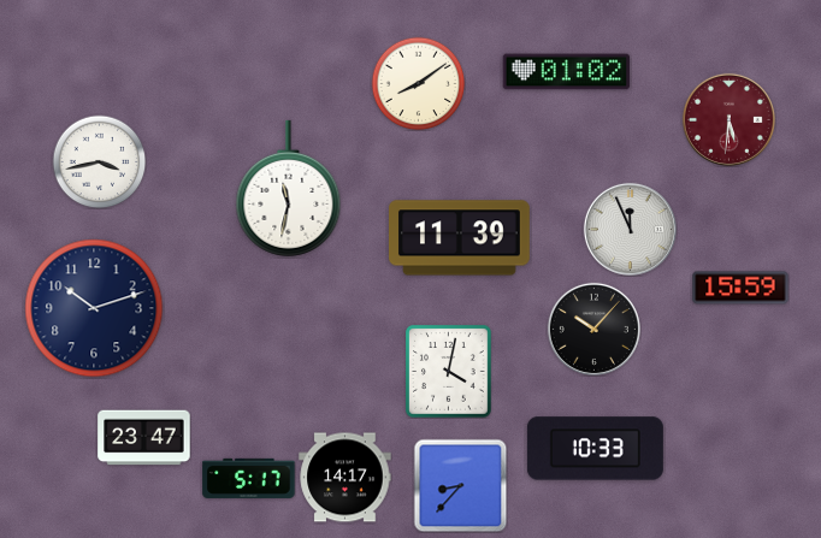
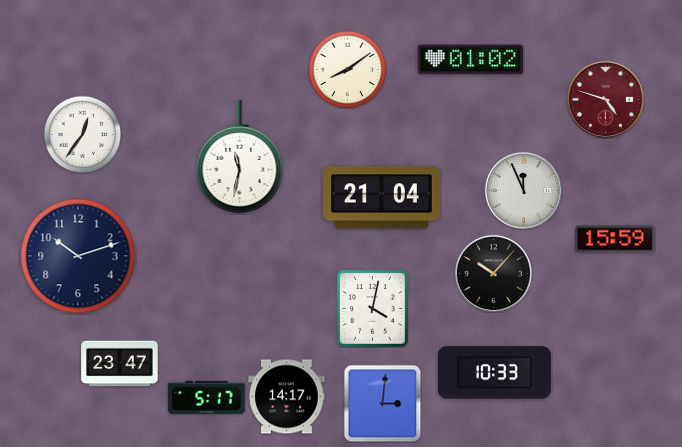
clock at (728, 119): 5:31 -> 4:48
clock at (99, 161): 3:43 -> 12:36
clock at (460, 238): 11:39 -> 21:04
clock at (460, 485): 8:37 -> 3:01
